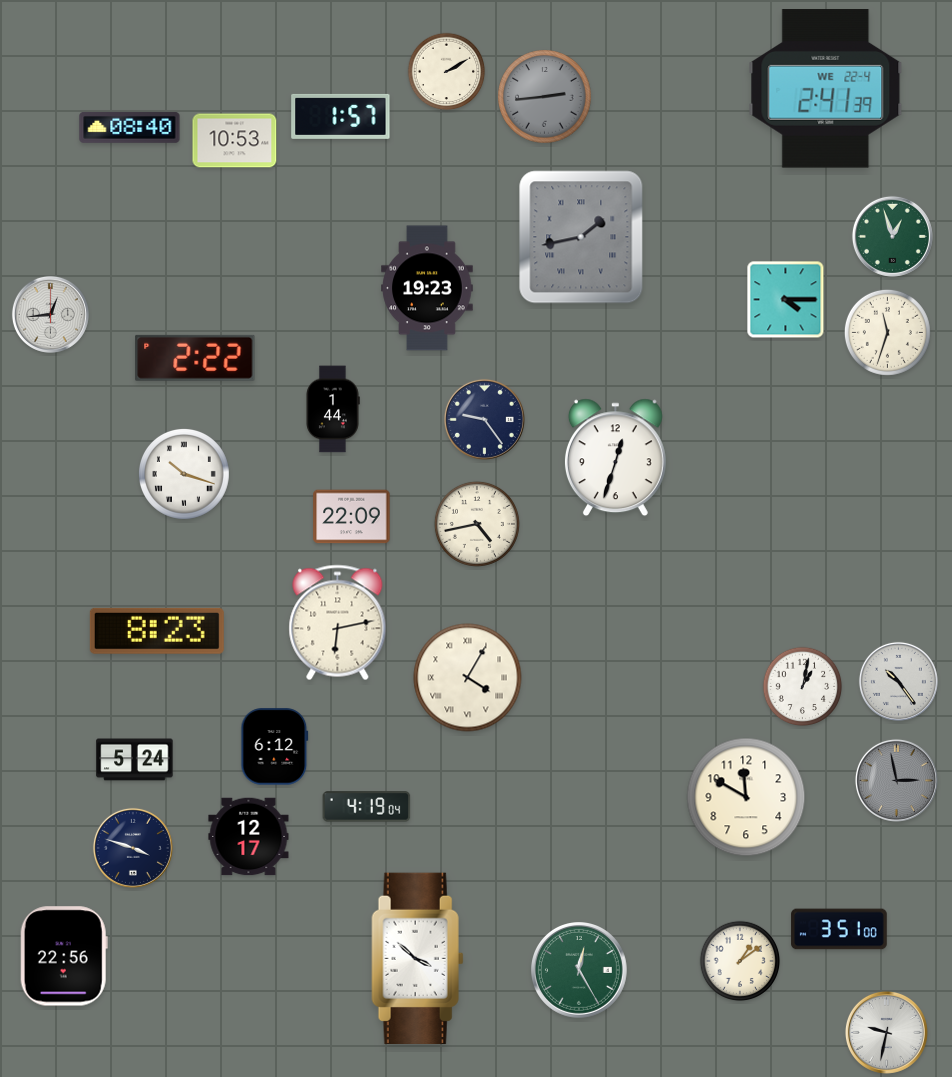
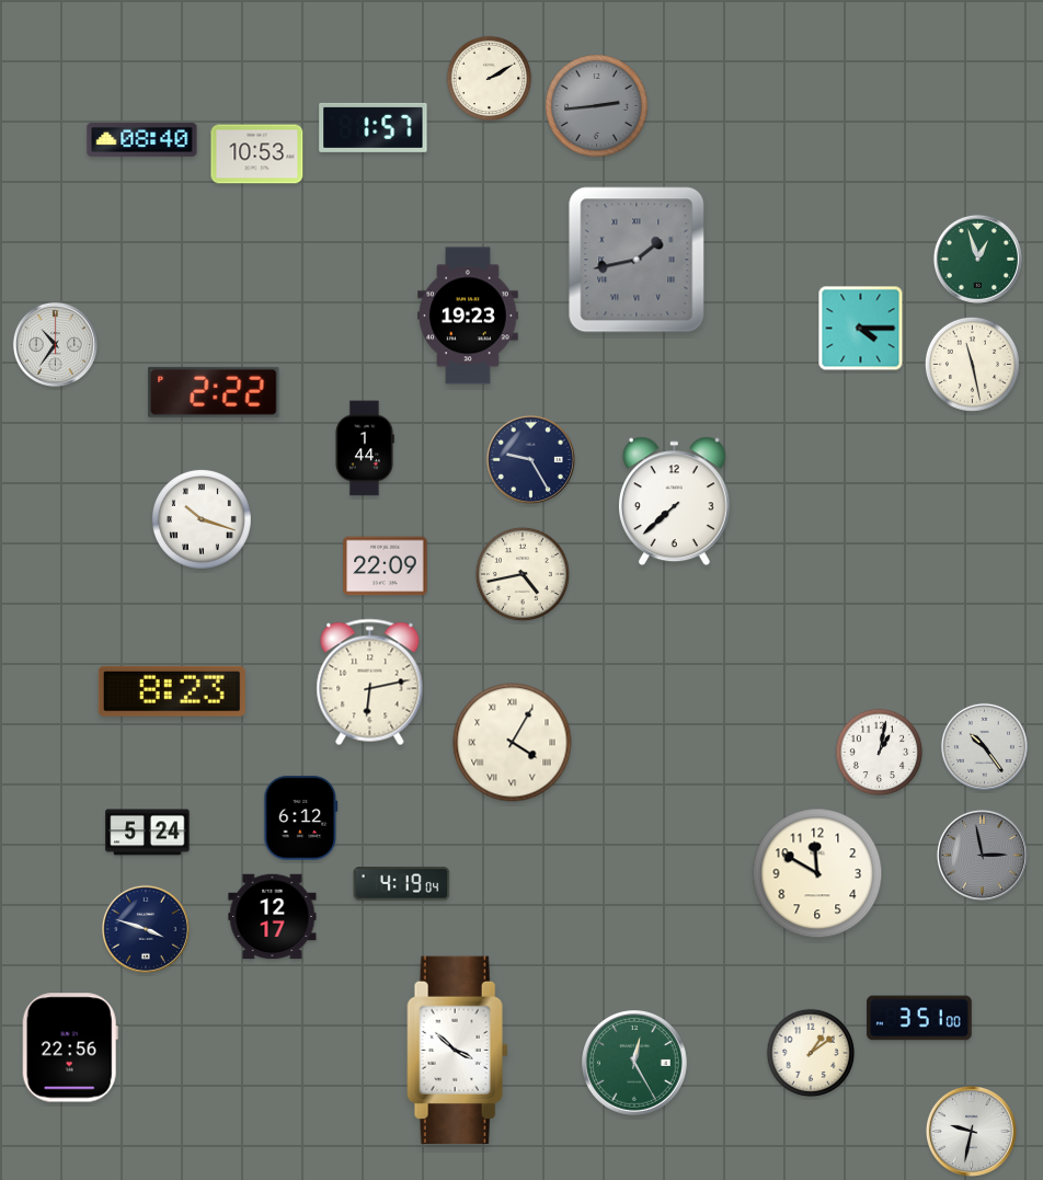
clock at (826, 89): 2:41 -> none
clock at (50, 314): 12:44 -> 10:36
clock at (887, 332): 11:33 -> 11:28
clock at (484, 419): 9:24 -> 9:25
clock at (615, 458): 12:33 -> 7:38
